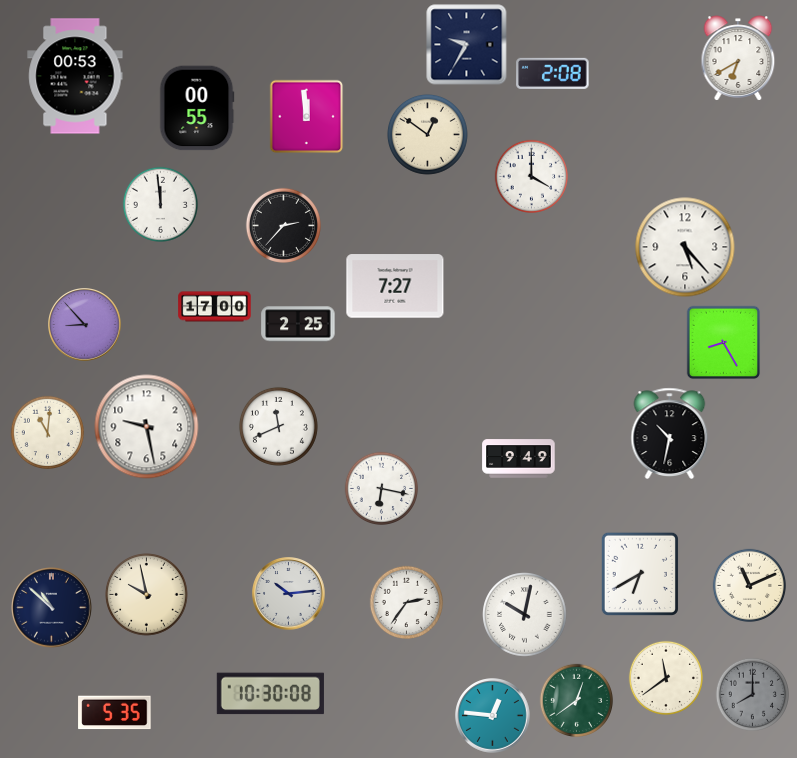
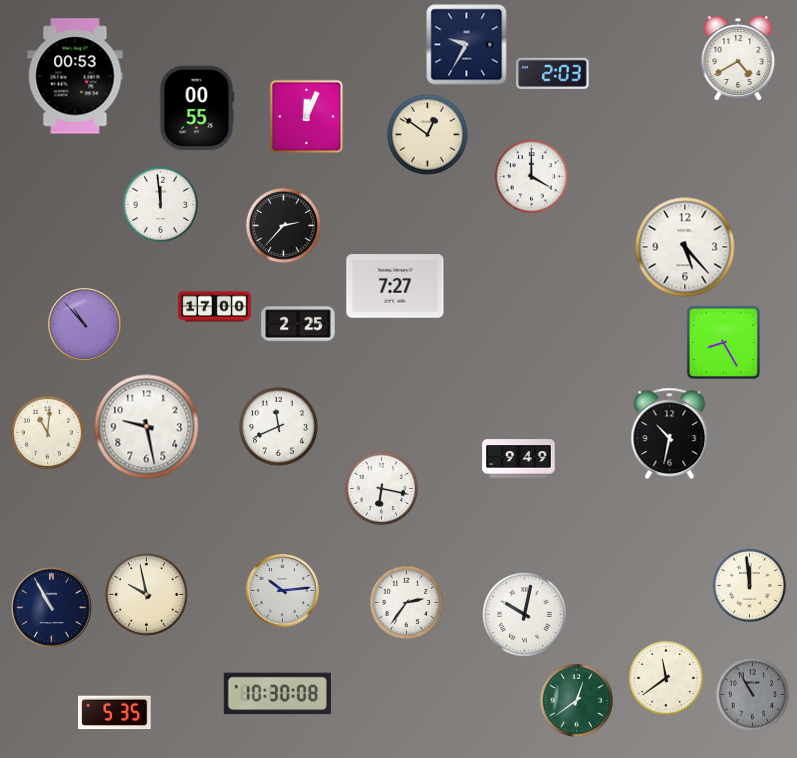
clock at (738, 58): 6:40 -> 4:40
clock at (553, 73): 2:08 -> 2:03
clock at (307, 117): 11:59 -> 12:04
clock at (85, 325): 8:53 -> 10:53
clock at (640, 574): 6:40 -> none
clock at (749, 585): 11:11 -> 11:59
clock at (289, 594) position: (289, 594) -> (283, 591)
clock at (52, 608): 10:52 -> 10:55
clock at (270, 694) position: (270, 694) -> (277, 694)
clock at (752, 694): 8:00 -> 10:55
clock at (493, 716): 12:46 -> none
